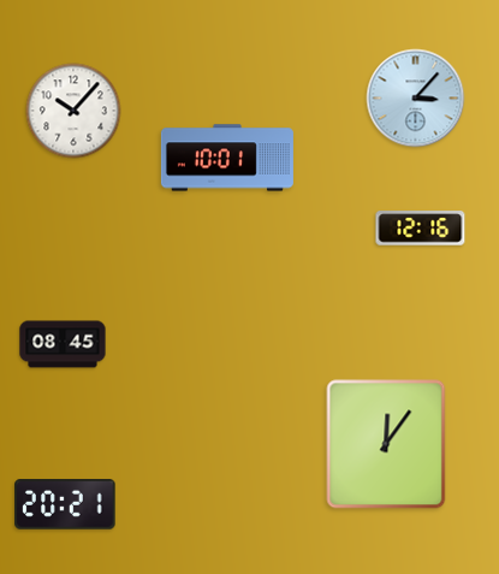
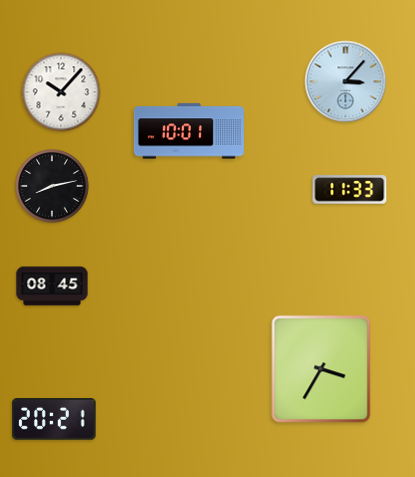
clock at (52, 186): none -> 8:13
clock at (421, 229): 12:16 -> 11:33
clock at (386, 444): 12:06 -> 3:35
